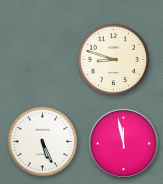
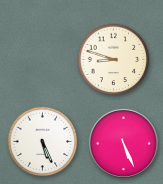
clock at (123, 143): 11:58 -> 5:26
